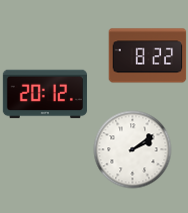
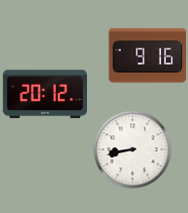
clock at (147, 56): 8:22 -> 9:16
clock at (132, 149): 2:09 -> 8:43
